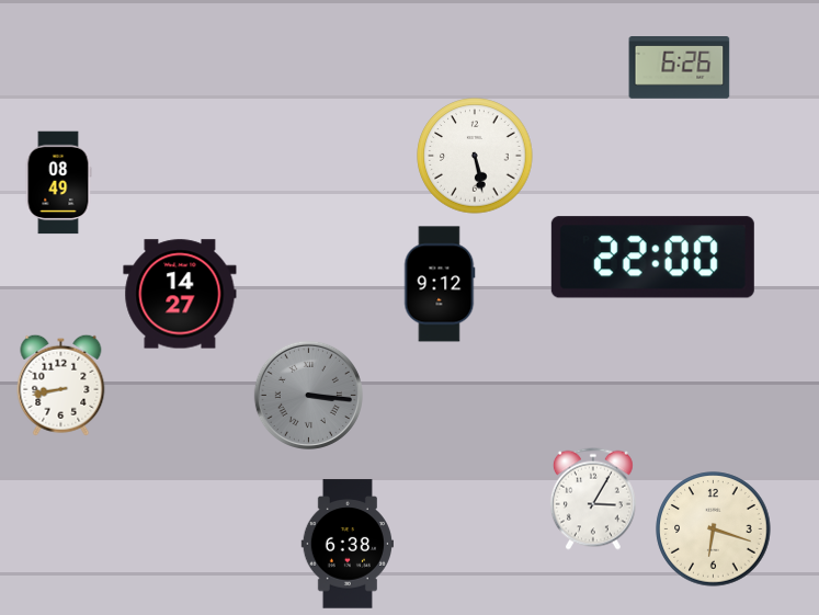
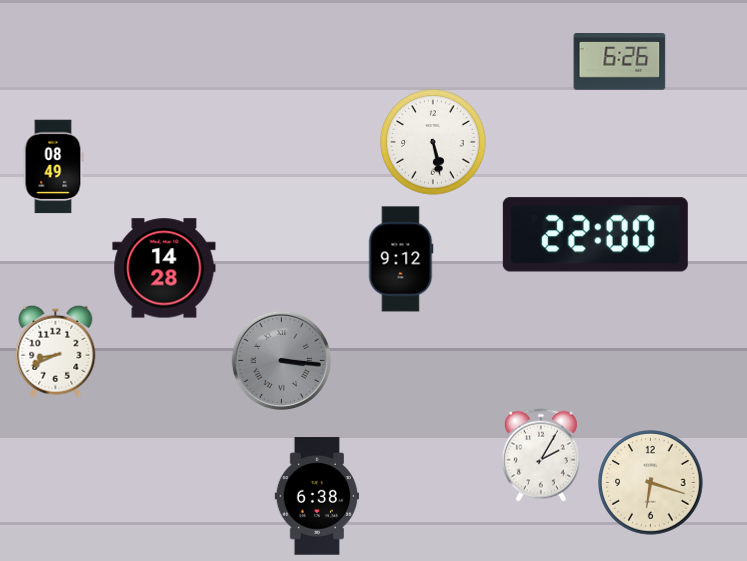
clock at (180, 294): 14:27 -> 14:28
clock at (61, 385): 8:43 -> 8:41
clock at (593, 499): 3:05 -> 2:05
